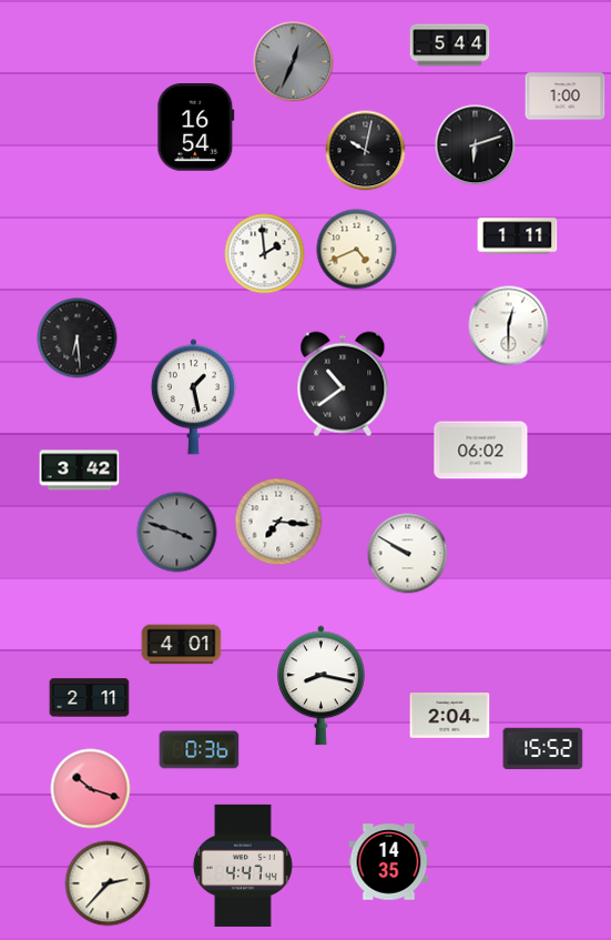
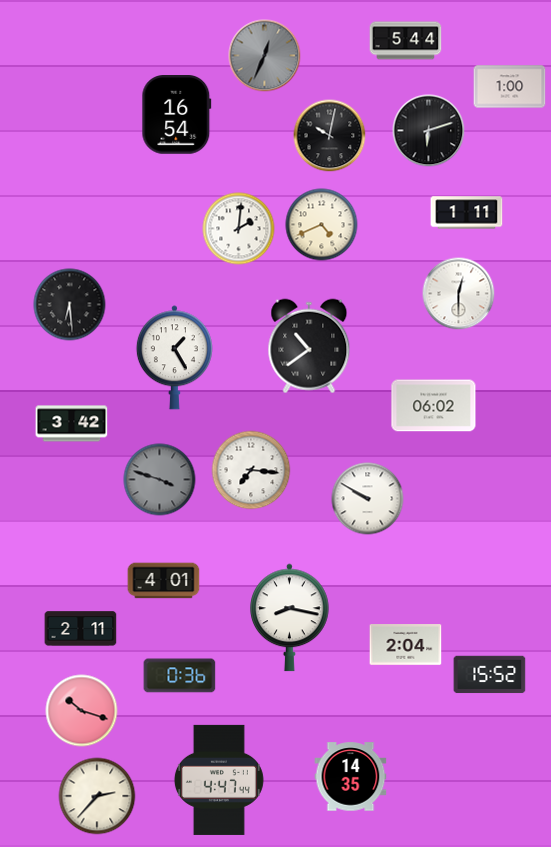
clock at (265, 254): 1:59 -> 2:01
clock at (193, 397): 1:28 -> 1:25
